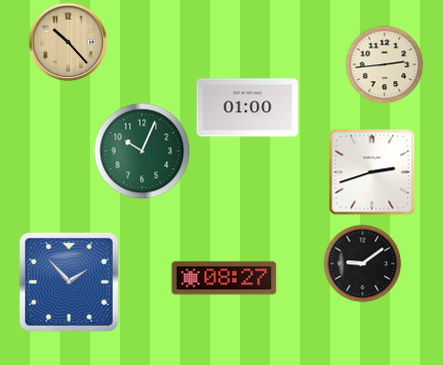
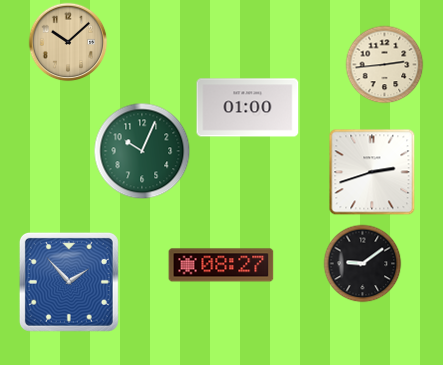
clock at (68, 42): 10:23 -> 10:08
clock at (224, 278) position: (224, 278) -> (221, 265)
